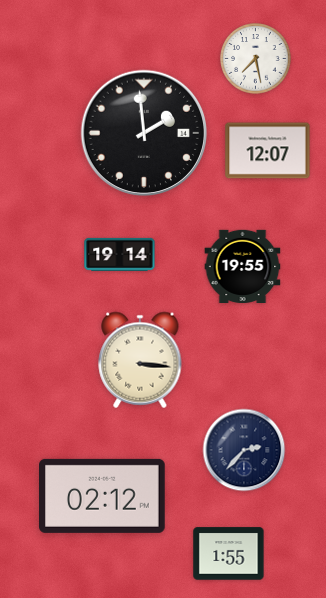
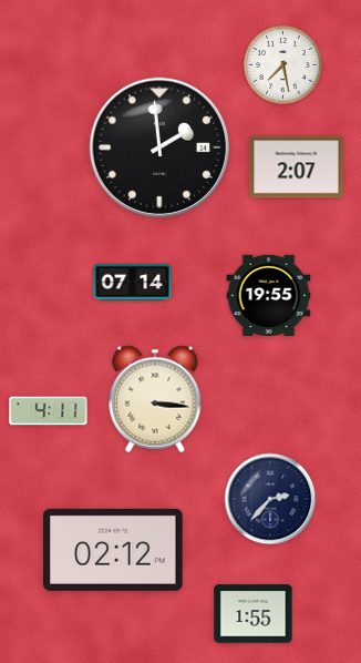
clock at (268, 151): 12:07 -> 2:07
clock at (120, 254): 19:14 -> 07:14
clock at (49, 411): none -> 4:11
